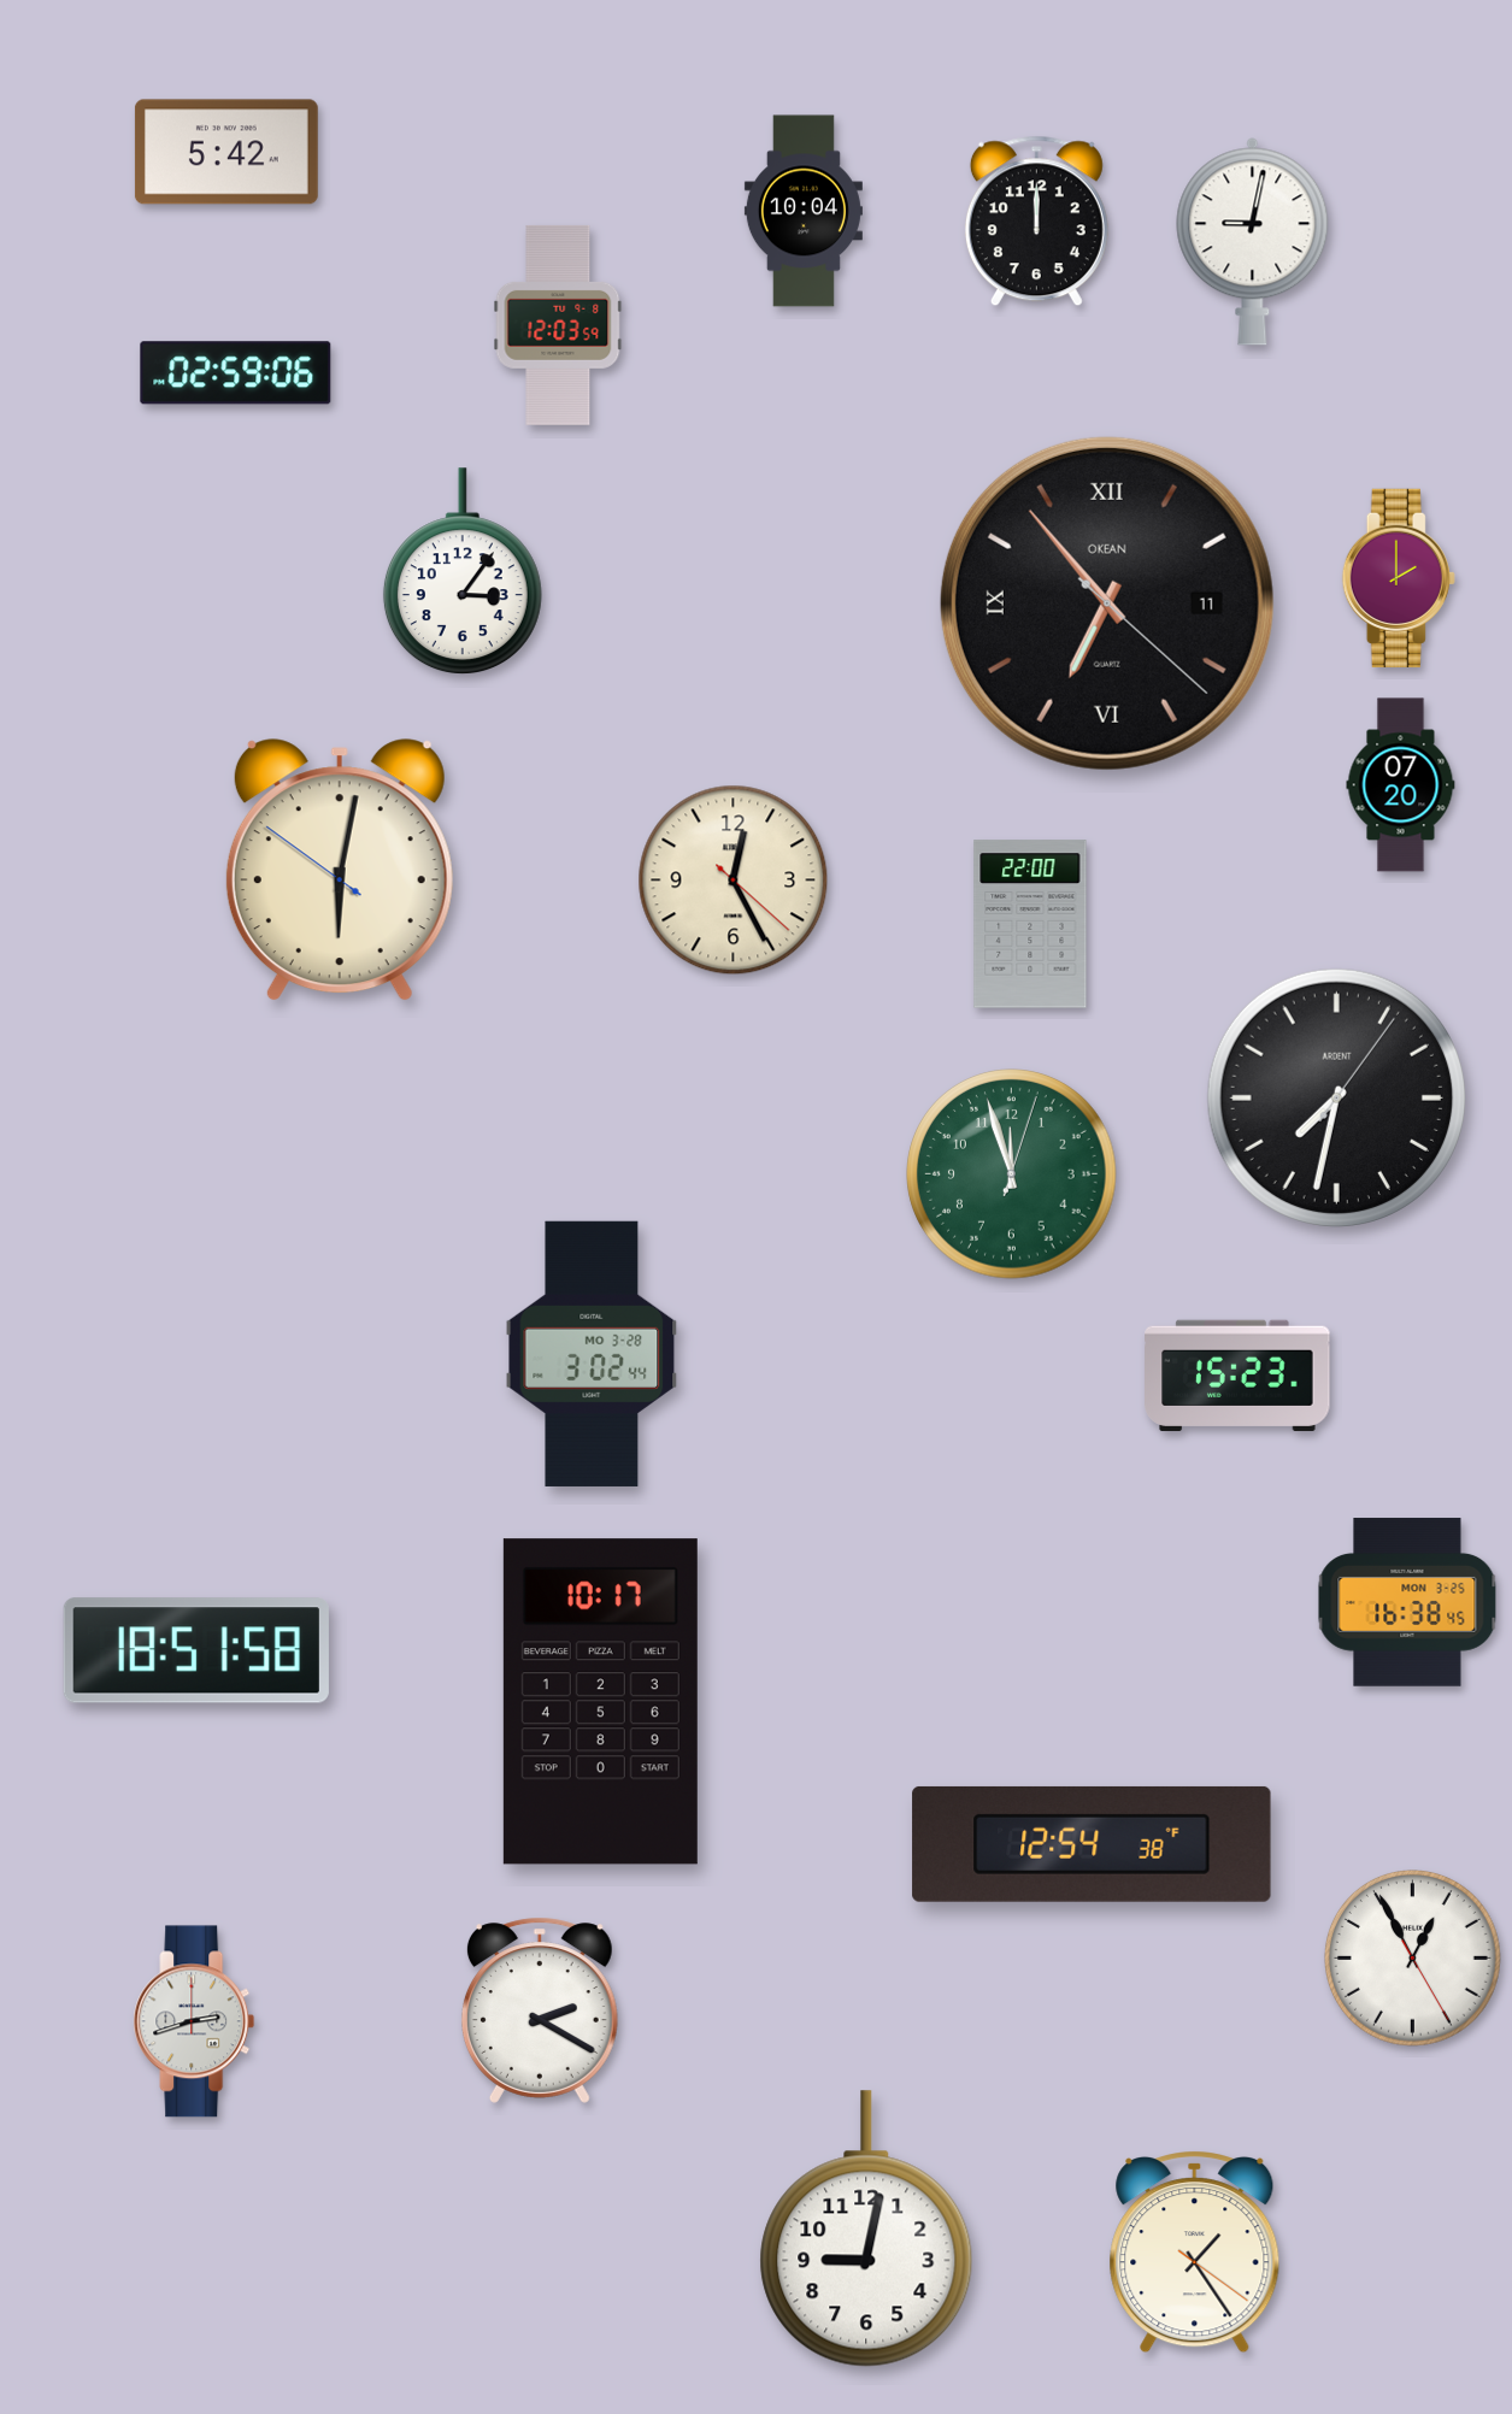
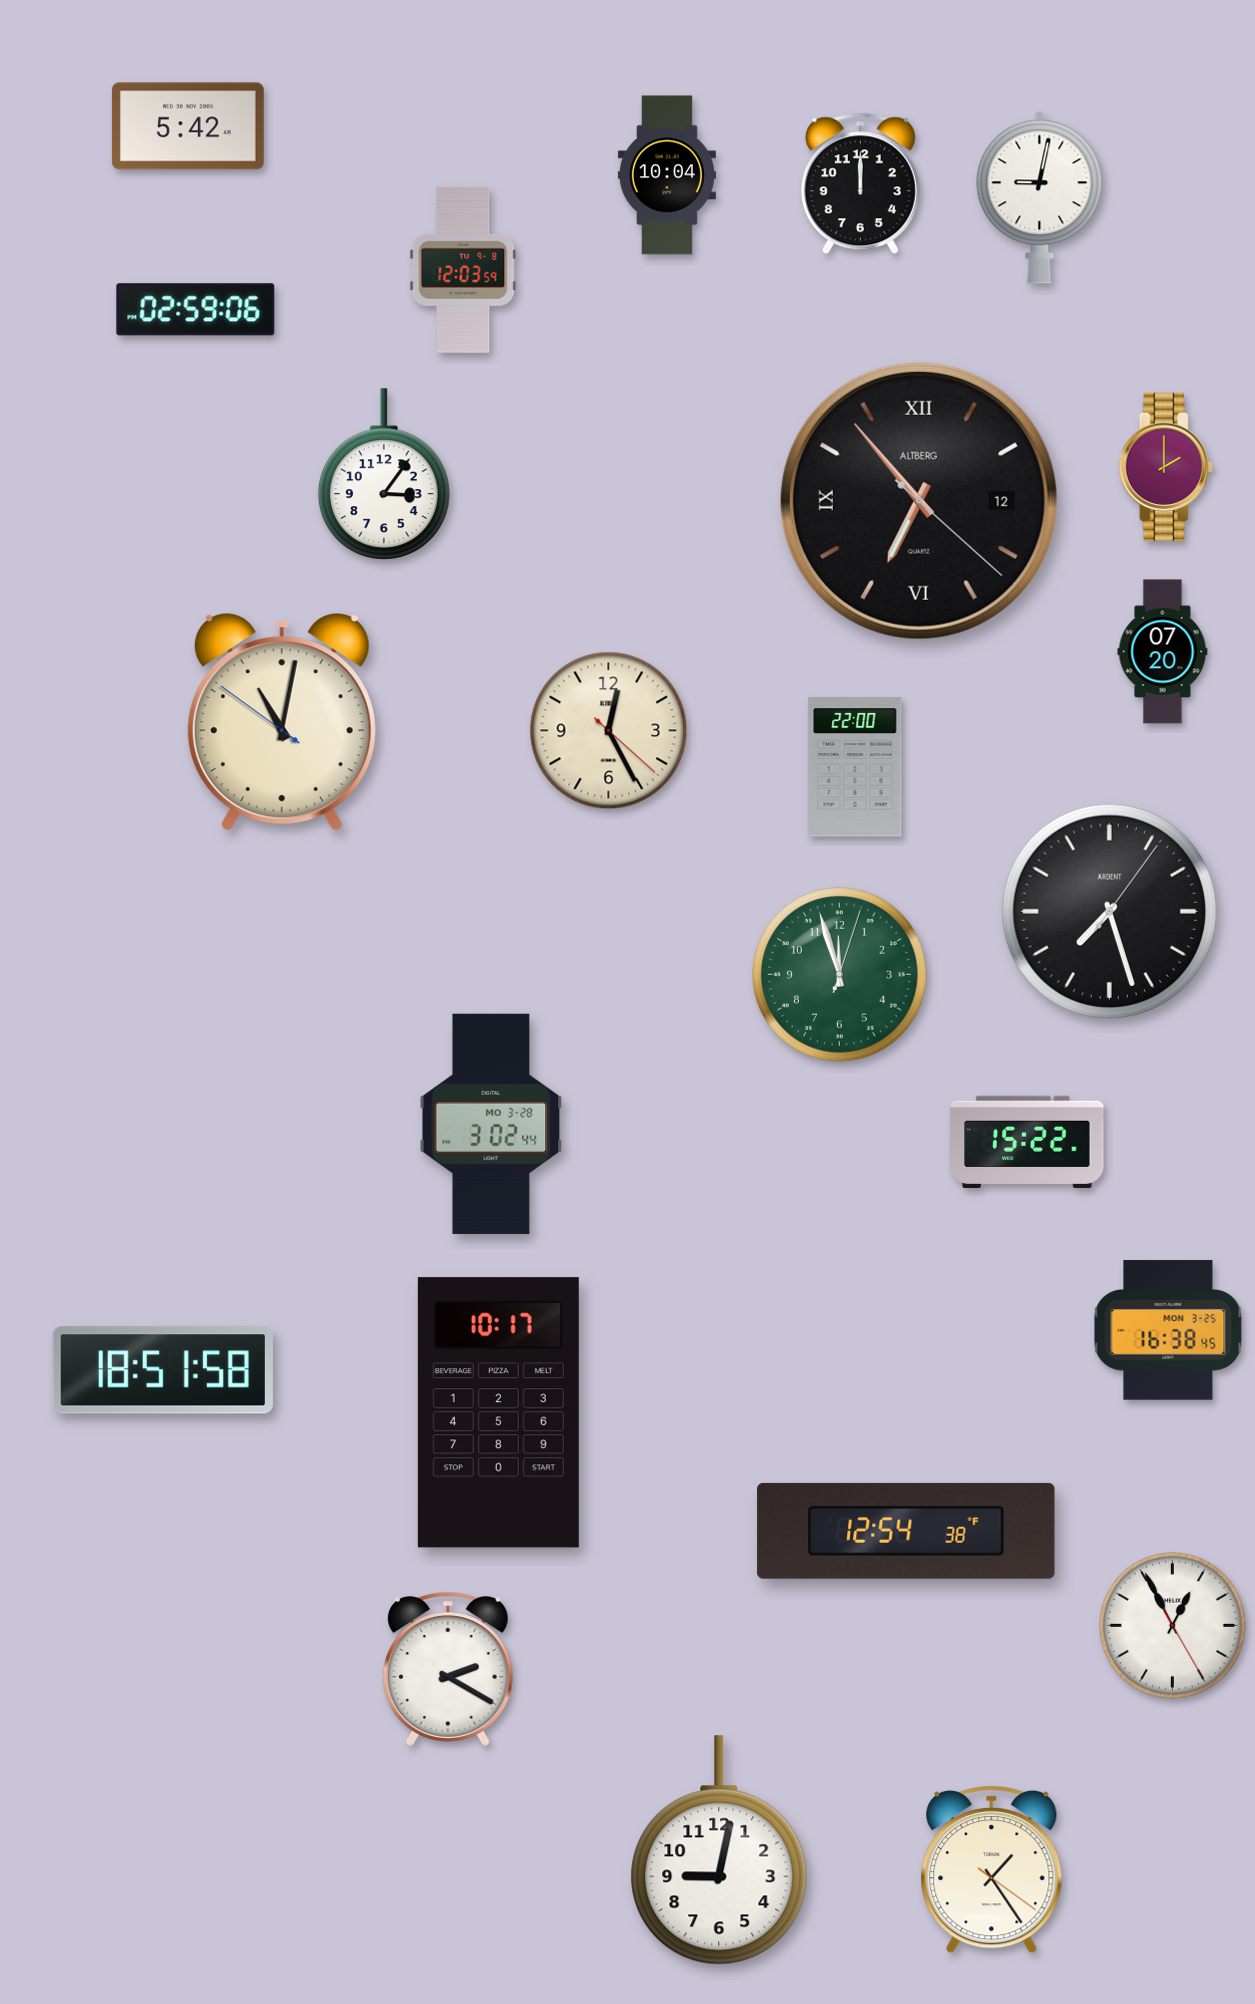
clock at (1253, 242) position: (1253, 242) -> (1040, 198)
clock at (1399, 577) position: (1399, 577) -> (1166, 466)
clock at (1107, 603) date: 11 -> 12
clock at (1107, 603) brand: OKEAN -> ALTBERG
clock at (340, 871): 6:01 -> 11:01
clock at (1336, 1097): 7:32 -> 7:27
clock at (1237, 1376): 15:23 -> 15:22
clock at (194, 2021): 2:42 -> none
